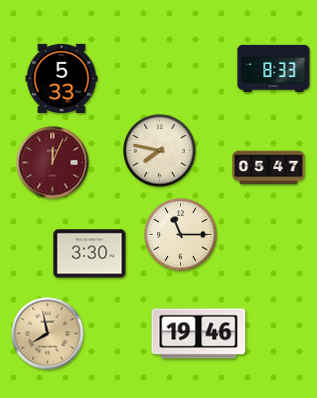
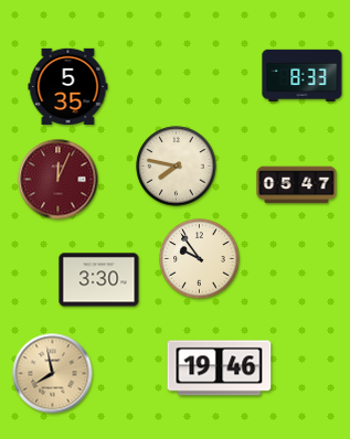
clock at (62, 78): 5:33 -> 5:35
clock at (181, 235): 11:15 -> 9:54
clock at (48, 334) position: (48, 334) -> (53, 374)
